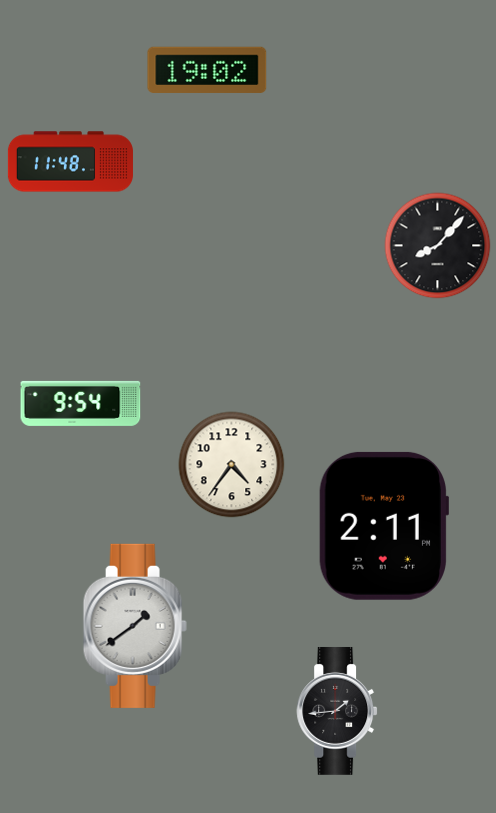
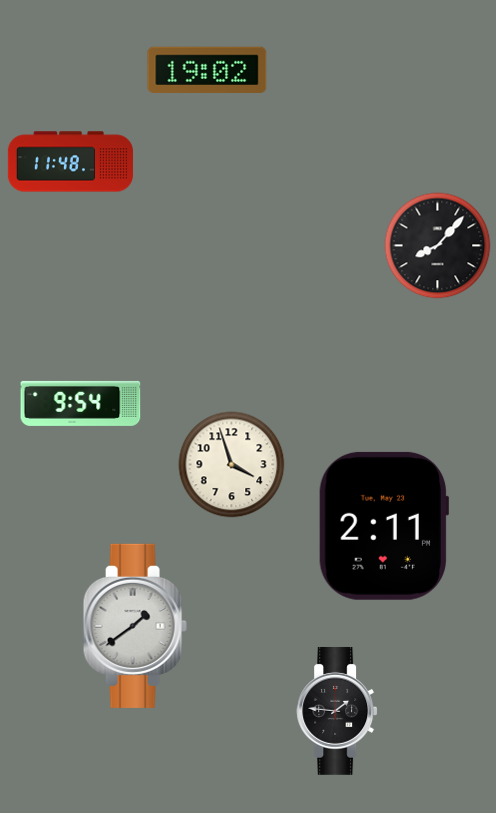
clock at (232, 465): 4:36 -> 3:57
clock at (337, 711): 1:44 -> 1:46
